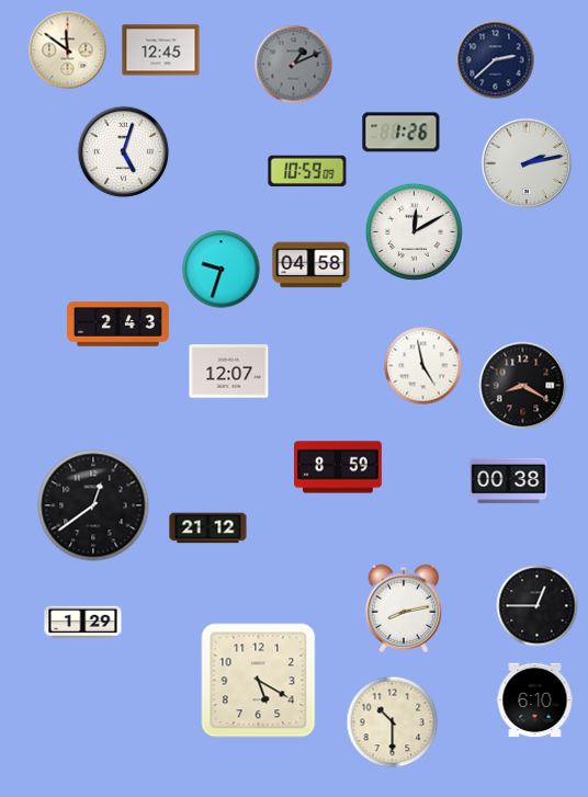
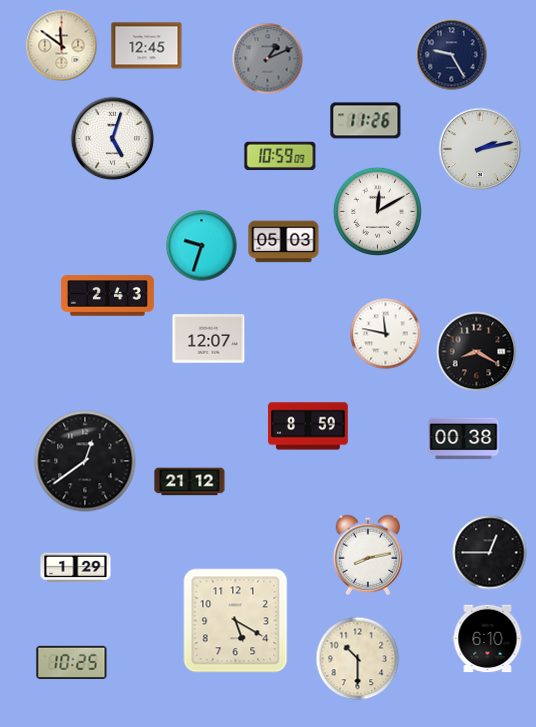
clock at (496, 60): 2:38 -> 9:25
clock at (402, 133): 1:26 -> 11:26
clock at (312, 265): 04:58 -> 05:03
clock at (423, 366): 4:58 -> 11:47
clock at (72, 662): none -> 10:25
